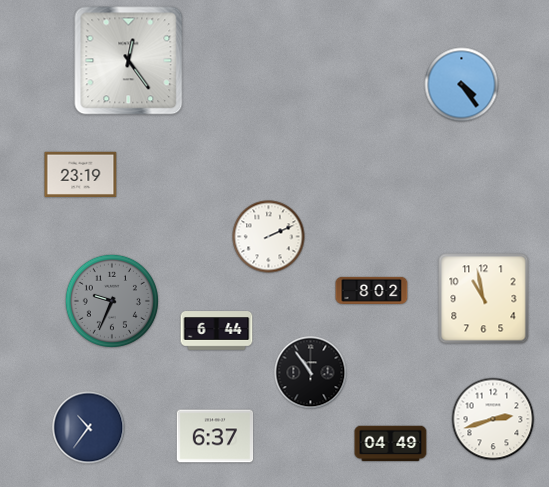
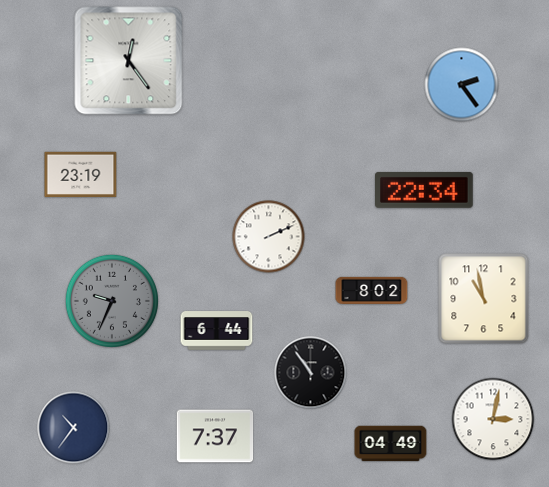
clock at (462, 85): 4:24 -> 2:24
clock at (425, 190): none -> 22:34
clock at (493, 419): 2:42 -> 3:02
clock at (89, 428) position: (89, 428) -> (74, 428)
clock at (215, 436): 6:37 -> 7:37
